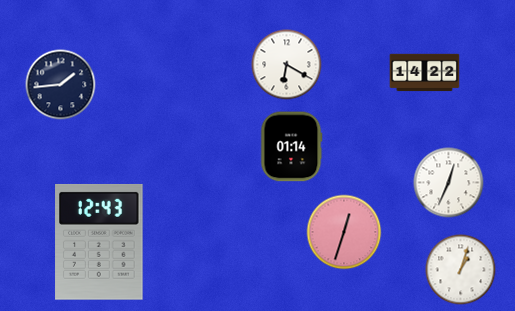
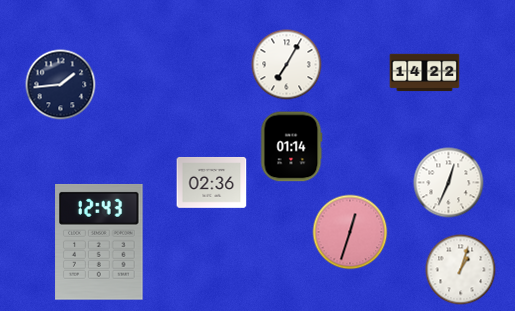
clock at (287, 65): 6:20 -> 7:05
clock at (212, 182): none -> 02:36
clock at (344, 232) position: (344, 232) -> (350, 232)
